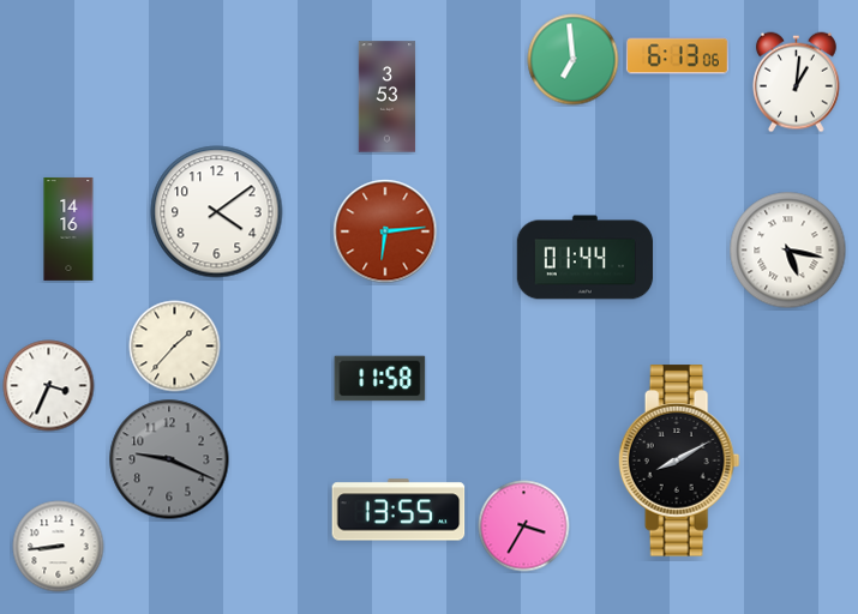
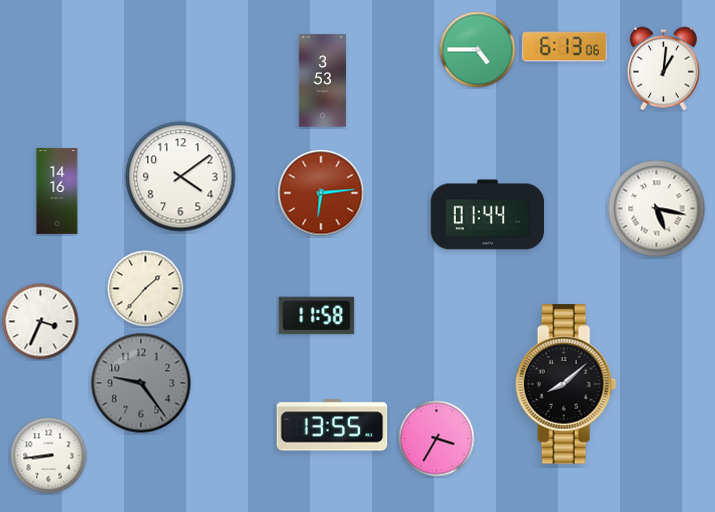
clock at (574, 60): 6:59 -> 4:45
clock at (169, 459): 9:19 -> 9:24
clock at (679, 460): 8:10 -> 8:08
